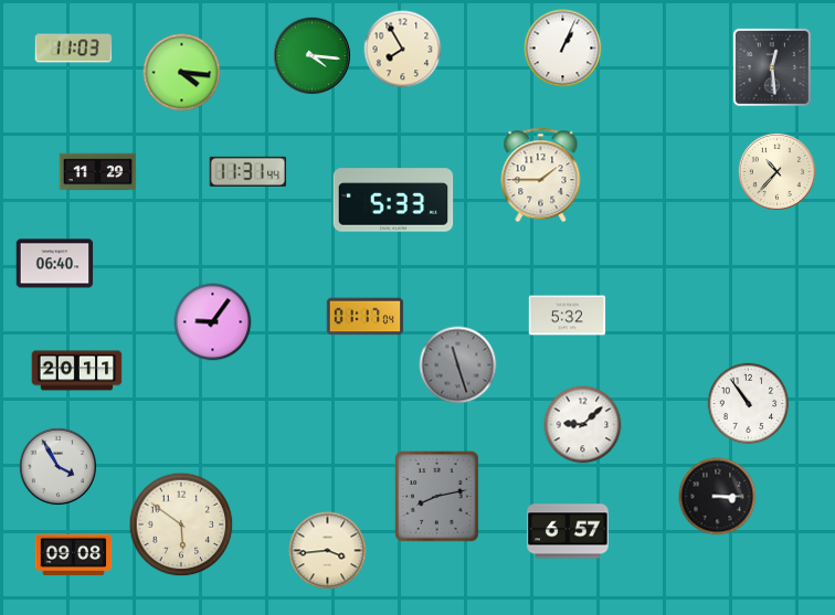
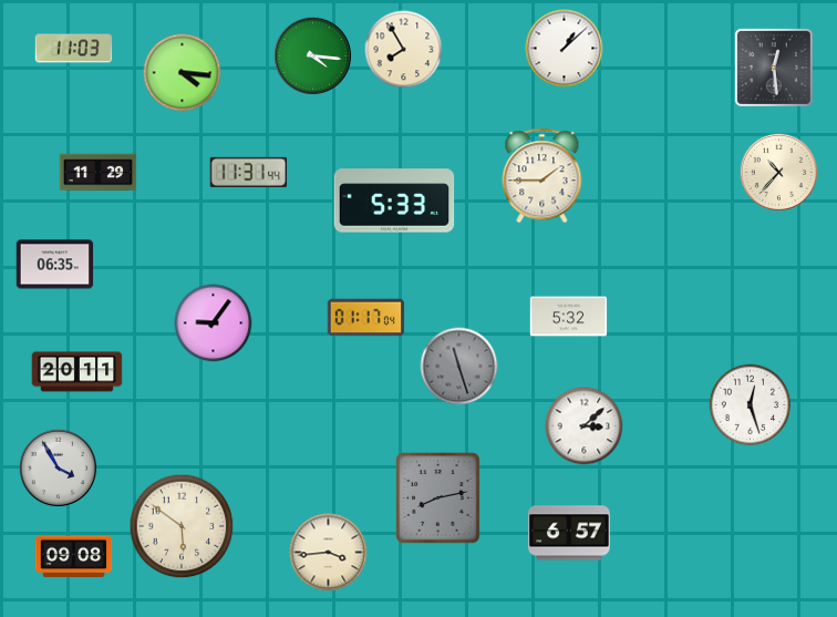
clock at (563, 49): 1:04 -> 1:08
clock at (55, 264): 06:40 -> 06:35
clock at (749, 404): 10:54 -> 12:27
clock at (583, 425): 9:08 -> 3:08
clock at (718, 497): 3:15 -> none
